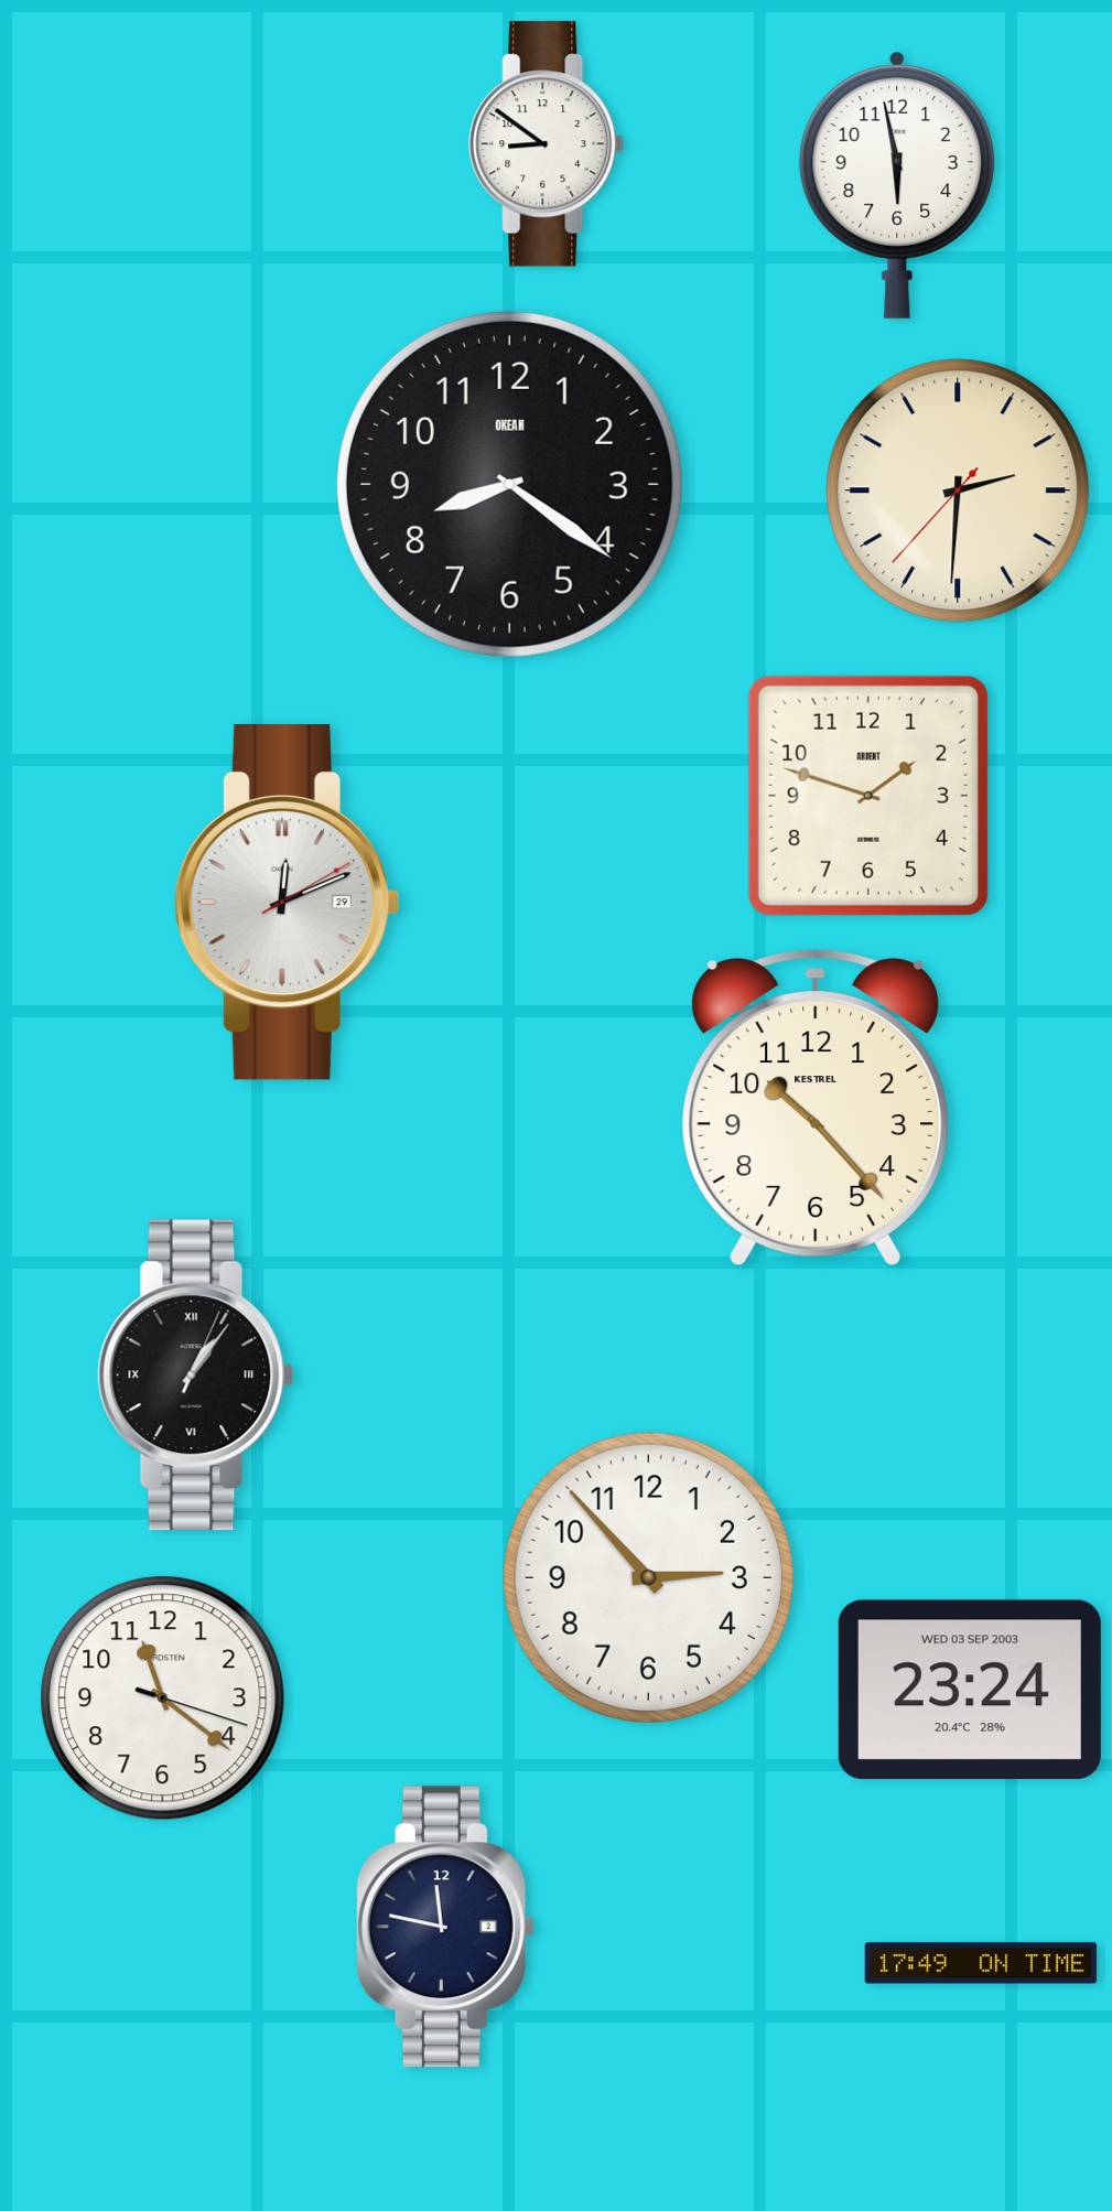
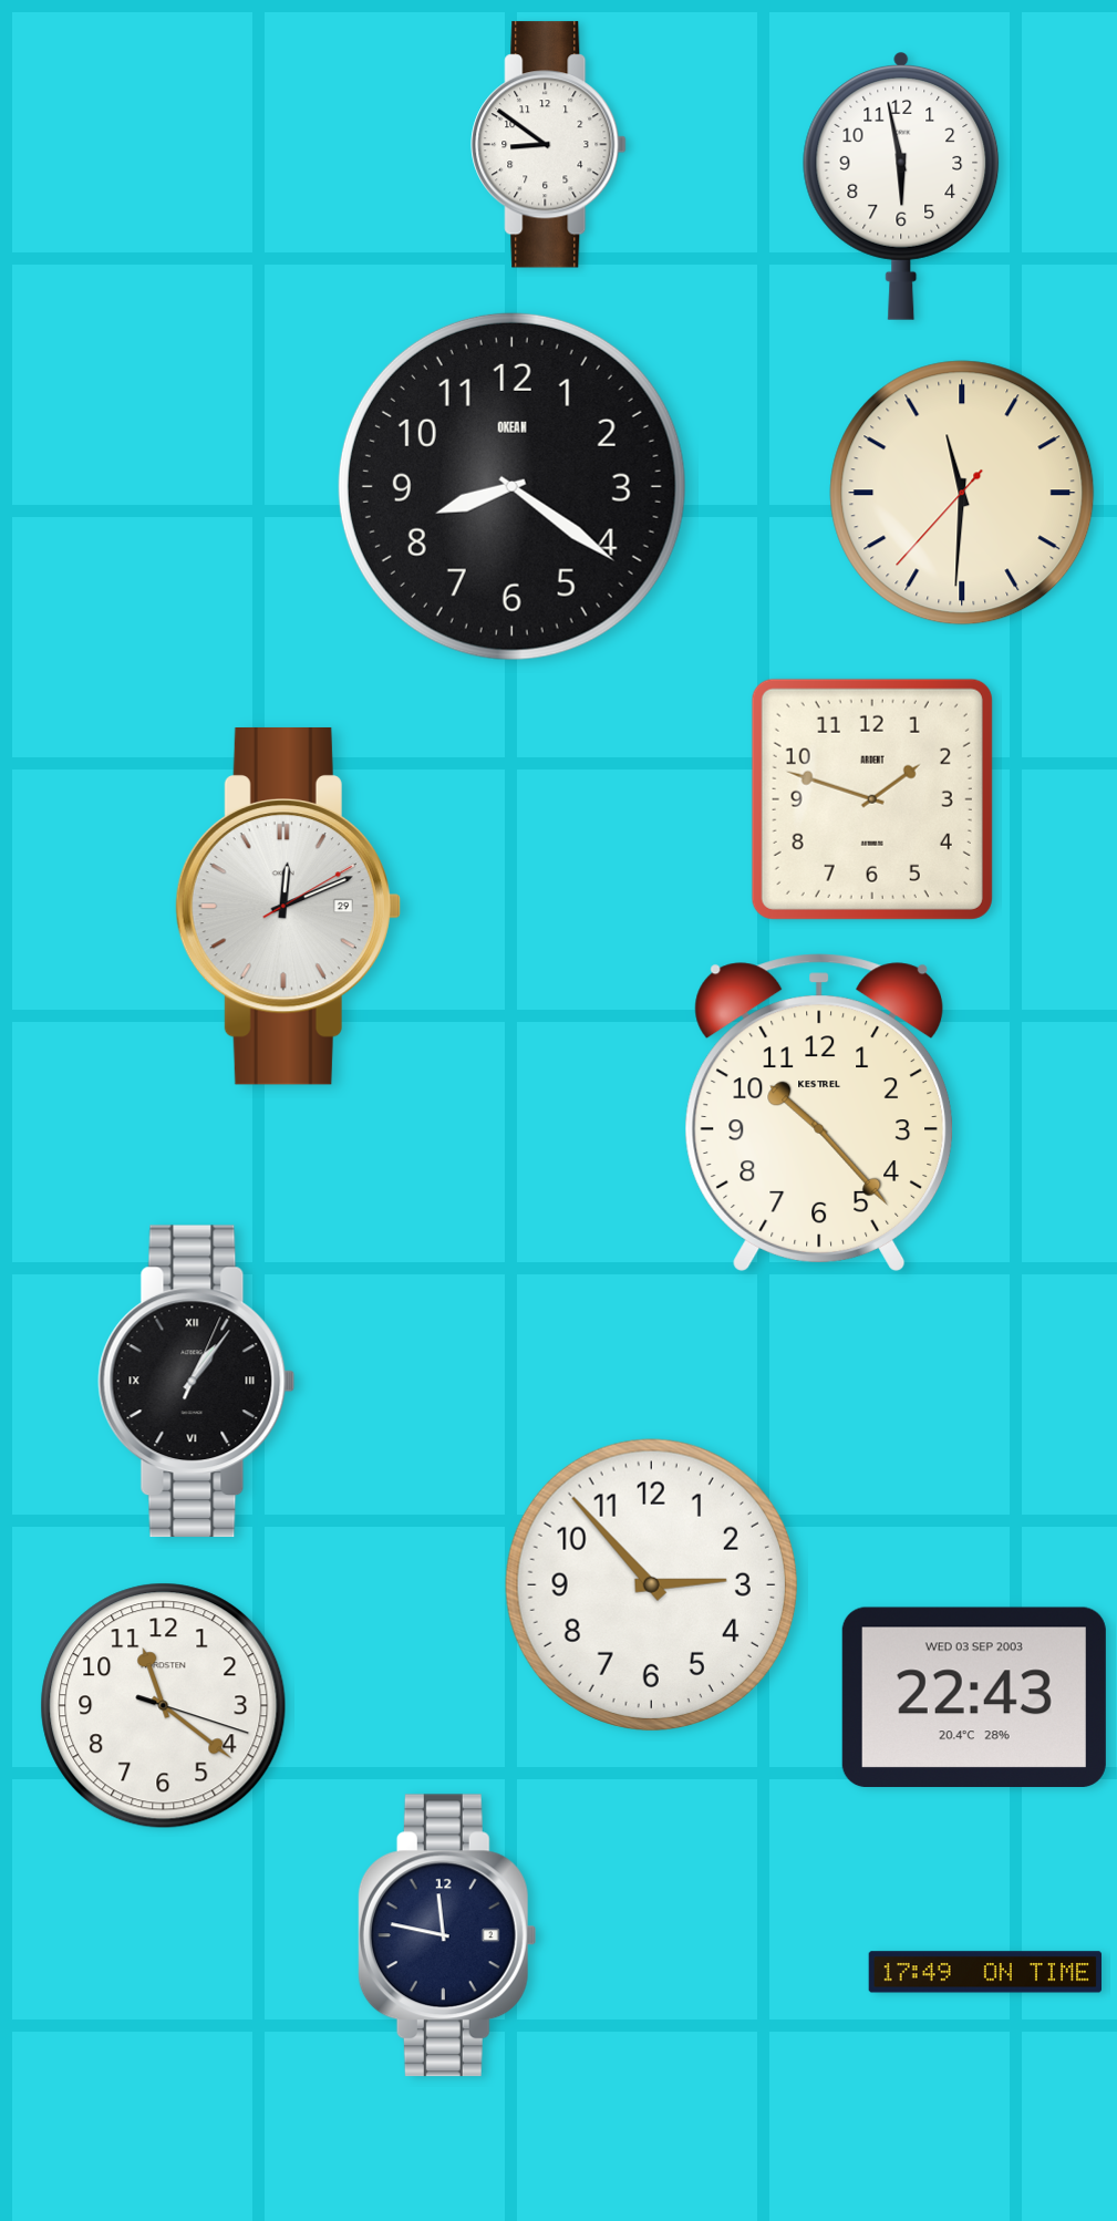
clock at (958, 490): 2:30 -> 11:30
clock at (970, 1689): 23:24 -> 22:43
